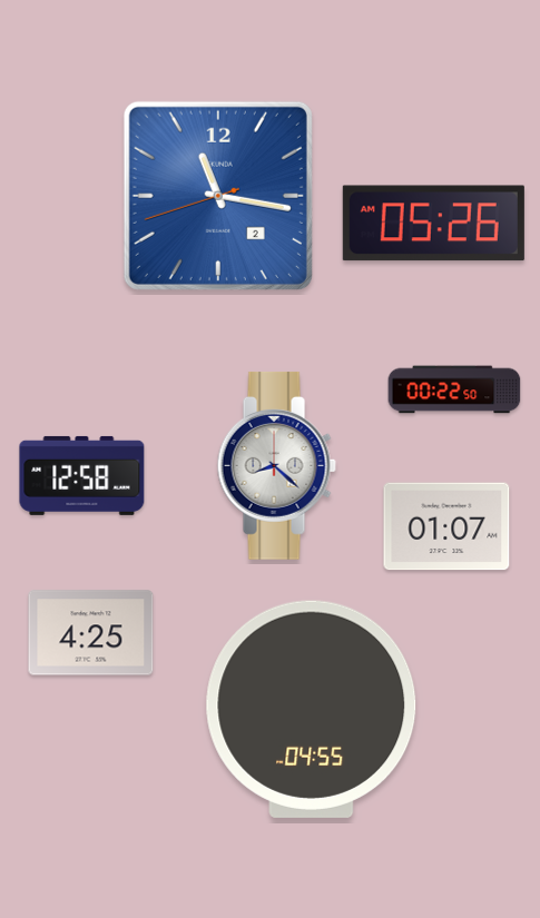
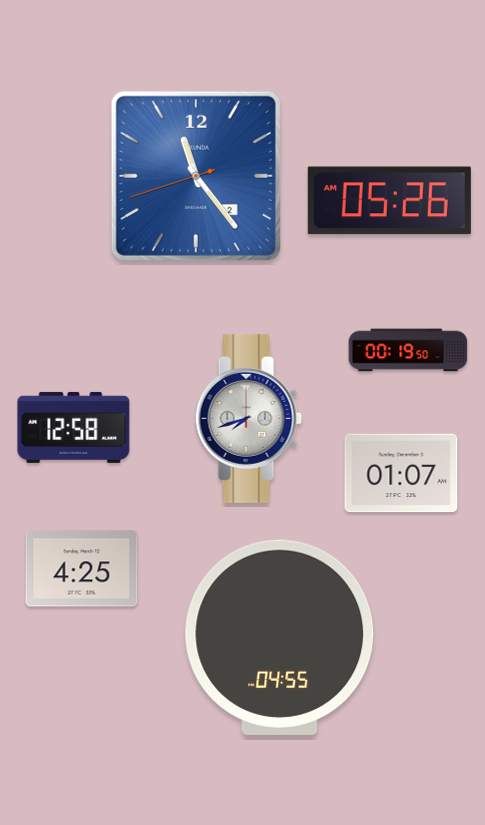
clock at (218, 196): 11:16 -> 11:23
clock at (454, 389): 00:22 -> 00:19
clock at (276, 465): 8:22 -> 7:42
